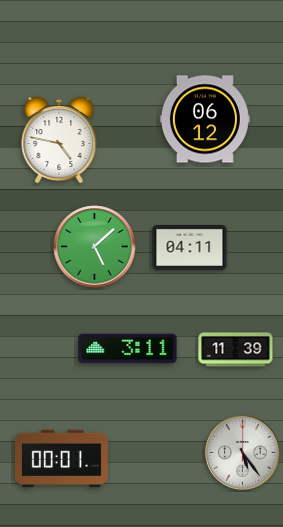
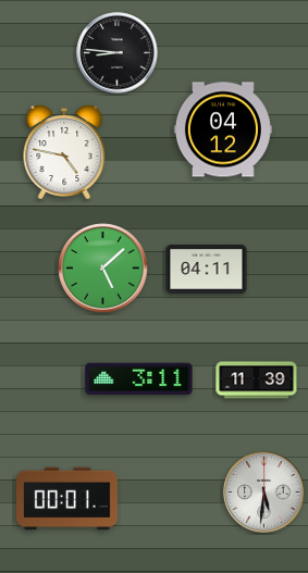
clock at (118, 53): none -> 8:46
clock at (205, 119): 06:12 -> 04:12
clock at (243, 453): 5:24 -> 5:31
